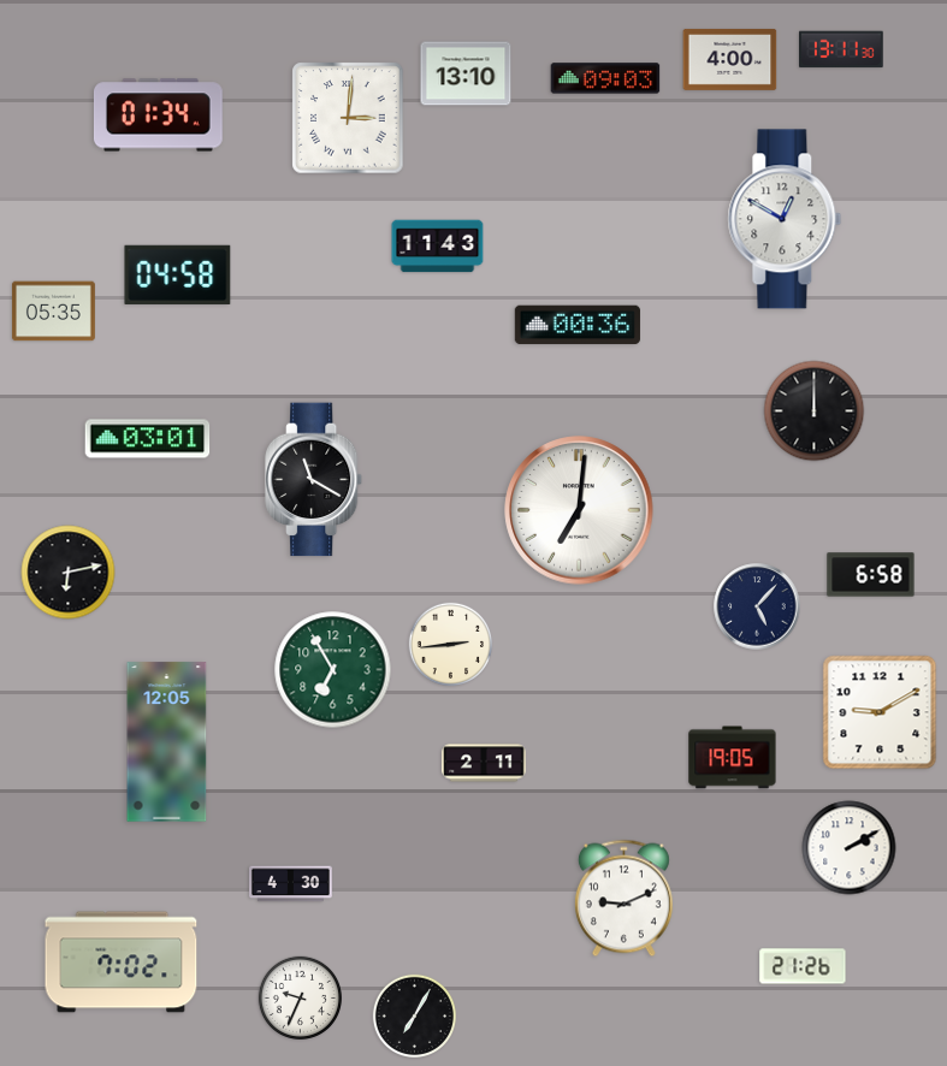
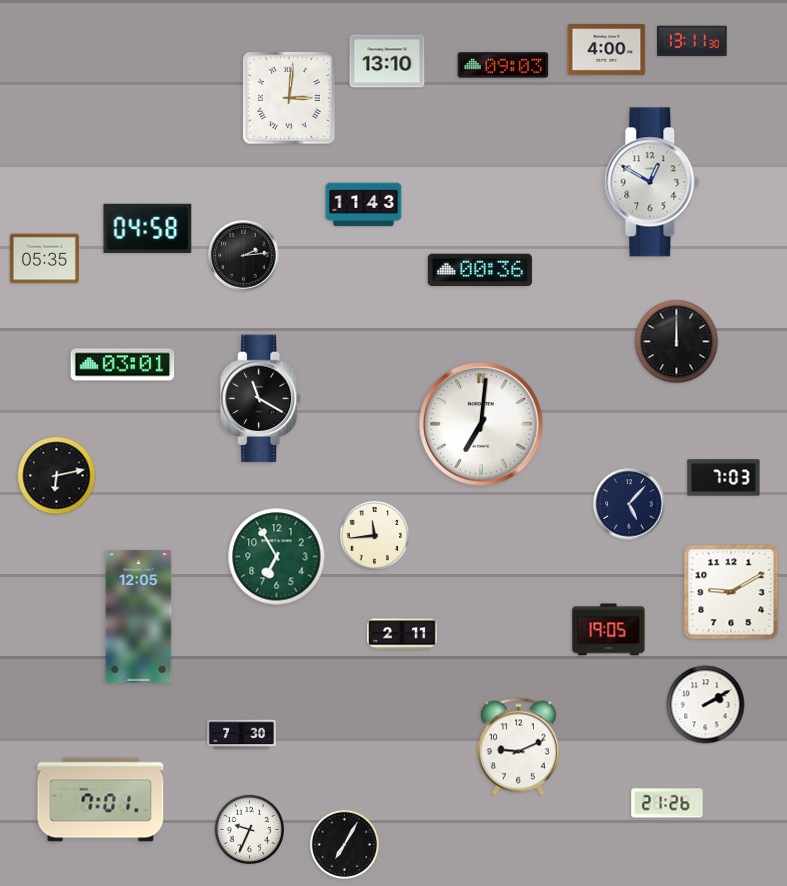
clock at (842, 49) position: (842, 49) -> (693, 41)
clock at (158, 116): 01:34 -> none
clock at (244, 256): none -> 2:14
clock at (871, 575): 6:58 -> 7:03
clock at (451, 645): 2:44 -> 11:44
clock at (291, 884): 4:30 -> 7:30
clock at (122, 963): 7:02 -> 7:01
